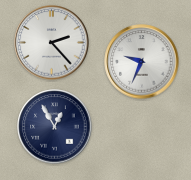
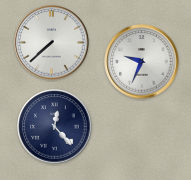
clock at (52, 43): 2:23 -> 7:38
clock at (55, 127): 12:55 -> 12:23
